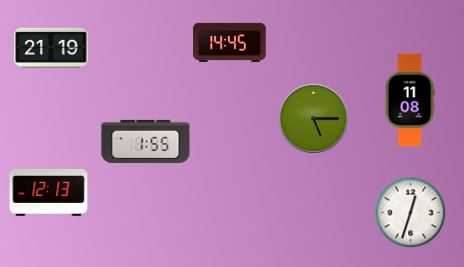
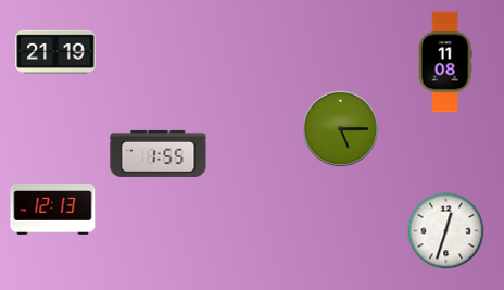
clock at (230, 42): 14:45 -> none
clock at (410, 100) position: (410, 100) -> (445, 62)
